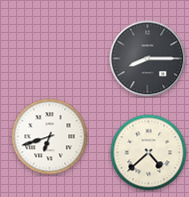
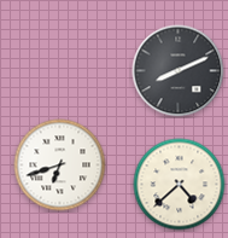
clock at (148, 59): 8:15 -> 8:11
